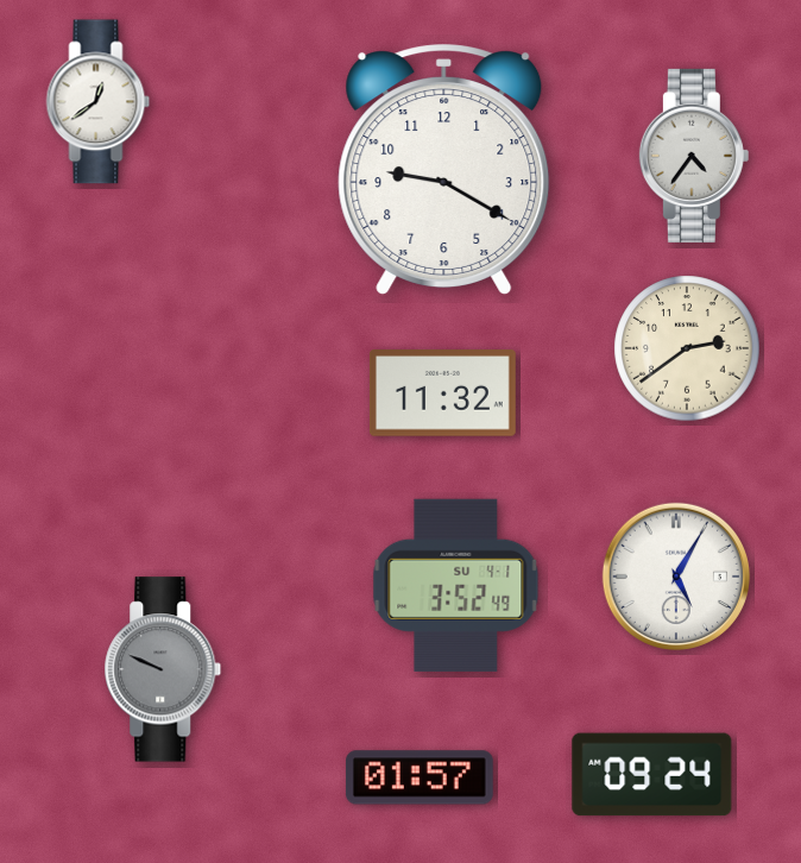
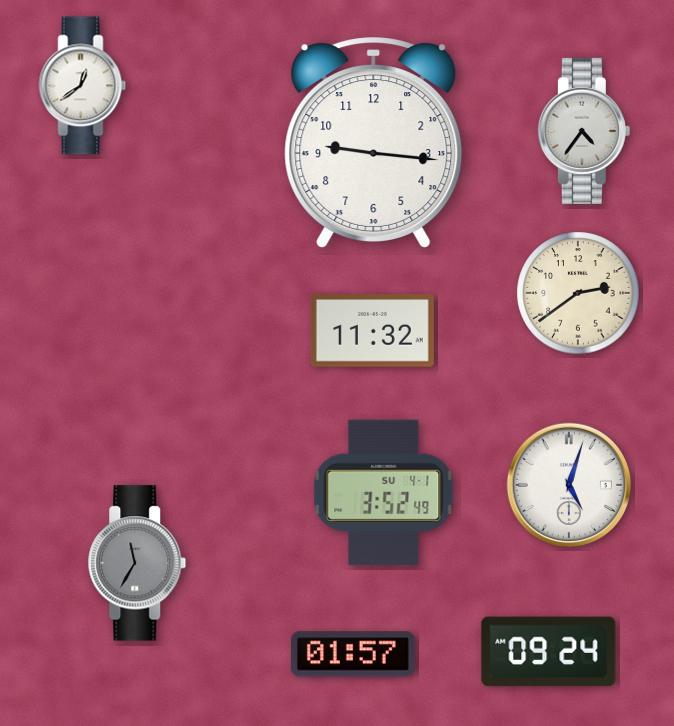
clock at (444, 170): 9:20 -> 9:16
clock at (675, 575): 5:05 -> 5:03
clock at (163, 669): 9:49 -> 11:35
